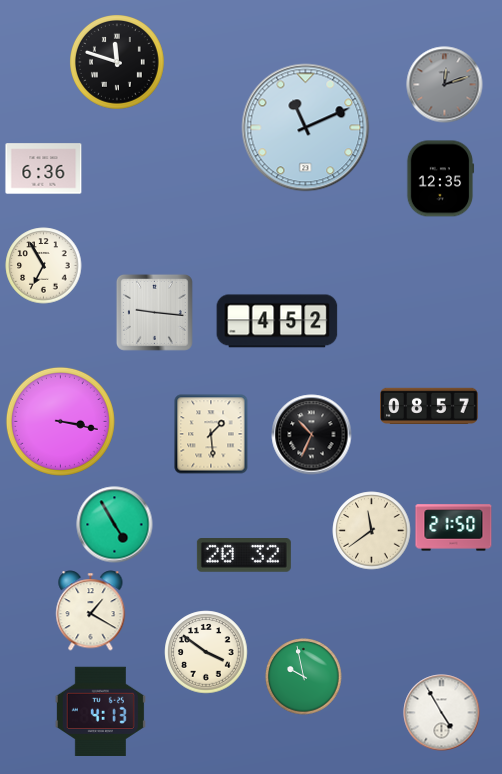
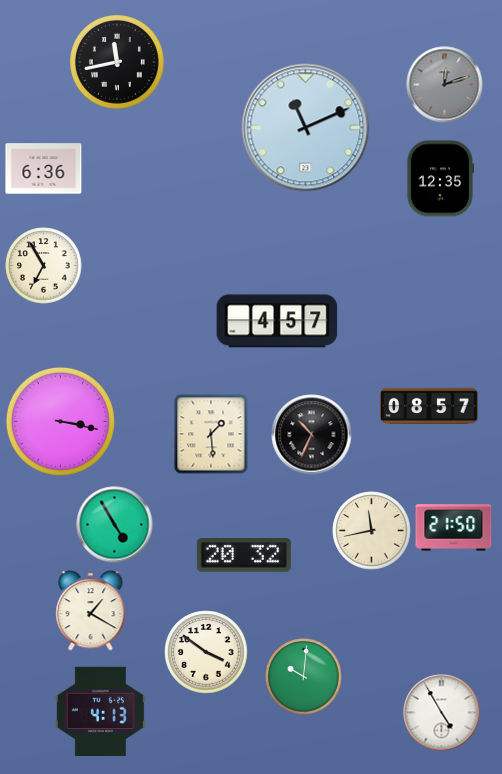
clock at (118, 63): 11:48 -> 11:43
clock at (154, 312): 9:16 -> none
clock at (277, 321): 4:52 -> 4:57
clock at (372, 531): 11:39 -> 11:43
clock at (304, 677): 9:58 -> 10:01
